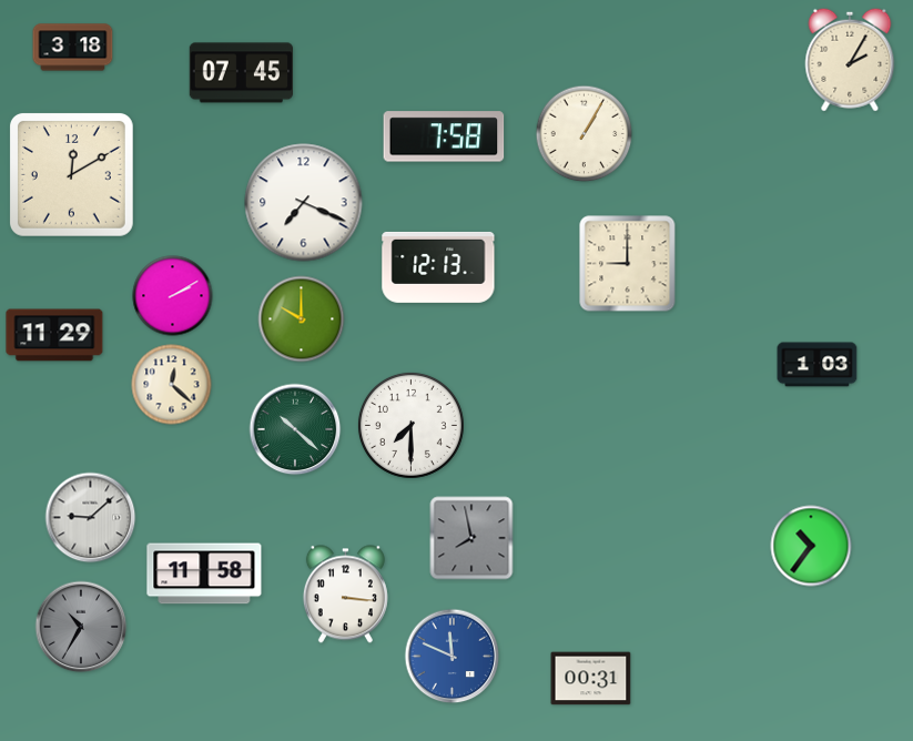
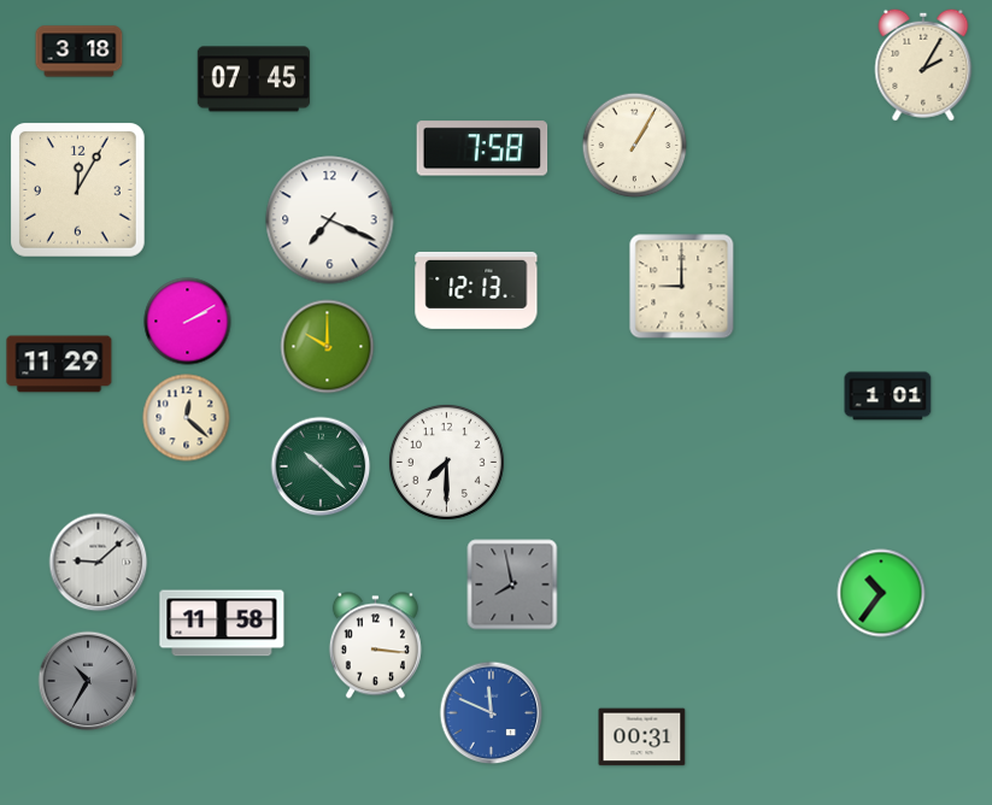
clock at (241, 73) position: (241, 73) -> (253, 80)
clock at (71, 174): 12:10 -> 12:05
clock at (818, 365): 1:03 -> 1:01
